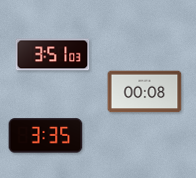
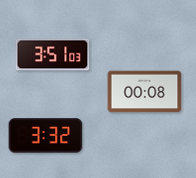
clock at (46, 136): 3:35 -> 3:32
